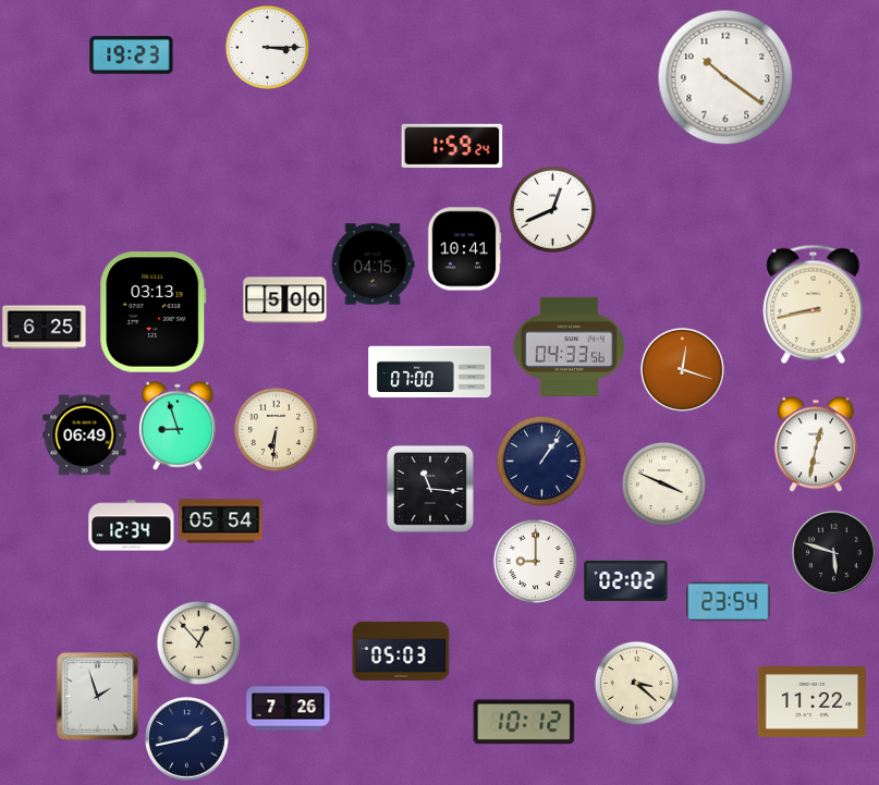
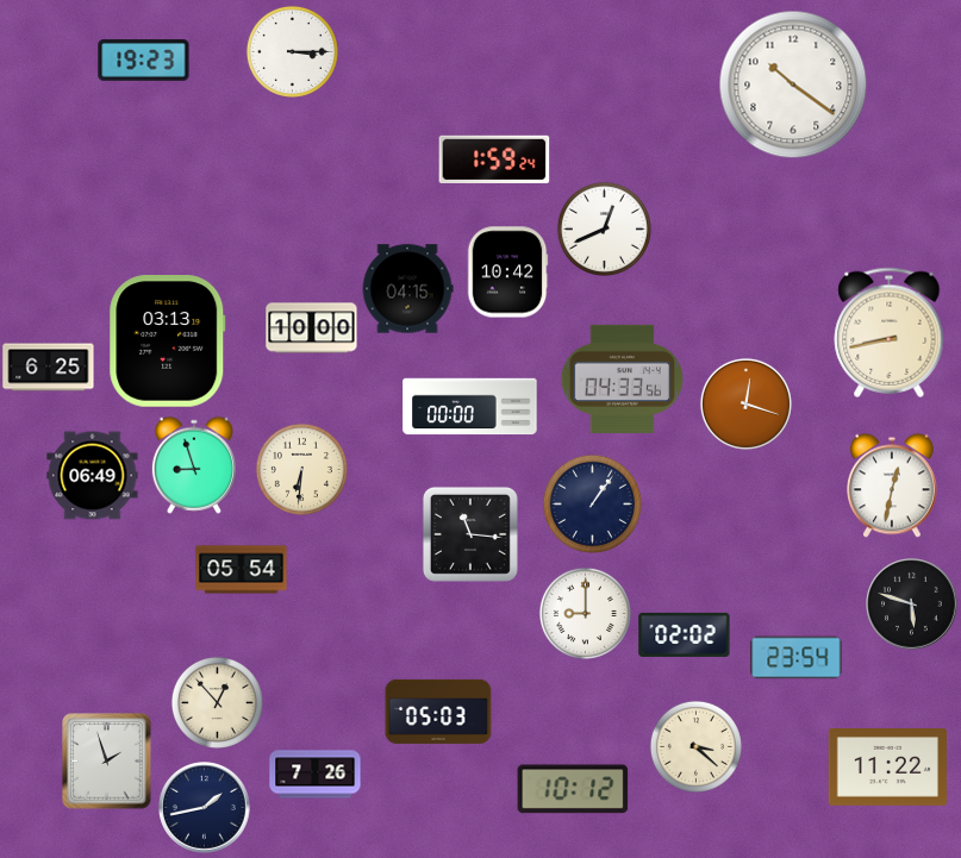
clock at (464, 249): 10:41 -> 10:42
clock at (285, 300): 5:00 -> 10:00
clock at (45, 328) position: (45, 328) -> (49, 368)
clock at (430, 372): 07:00 -> 00:00
clock at (663, 483): 3:49 -> none
clock at (132, 526): 12:34 -> none
